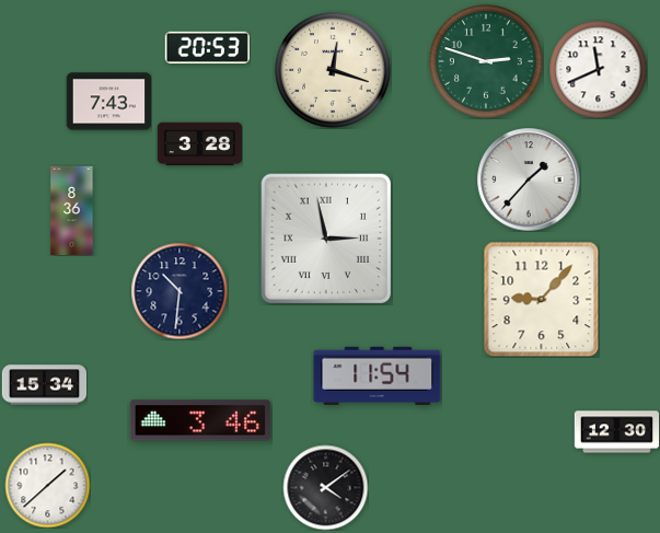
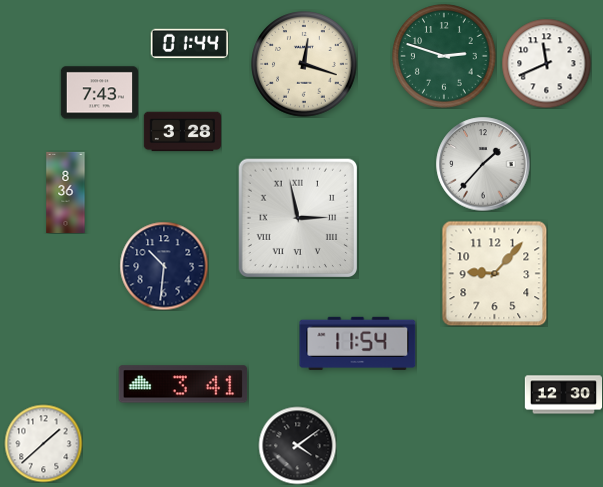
clock at (207, 47): 20:53 -> 01:44
clock at (378, 375) position: (378, 375) -> (358, 343)
clock at (44, 385): 15:34 -> none
clock at (200, 420): 3:46 -> 3:41
